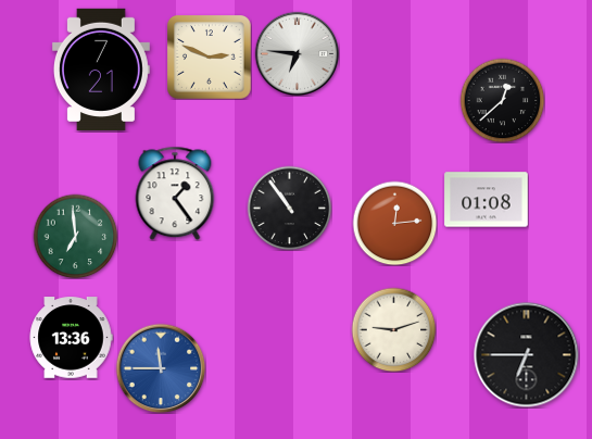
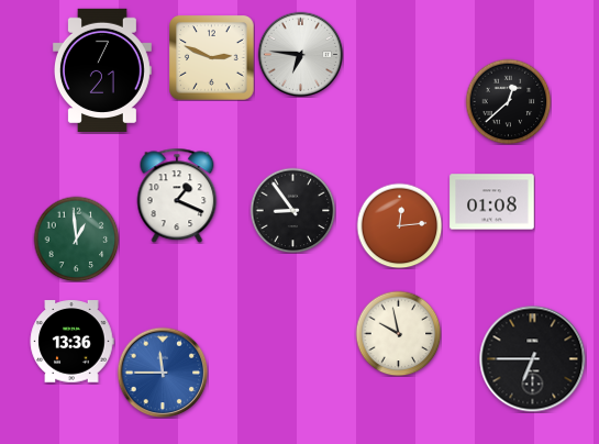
clock at (175, 193): 1:24 -> 1:19
clock at (289, 208): 10:54 -> 8:54
clock at (75, 236): 6:59 -> 12:59
clock at (393, 329): 9:12 -> 9:58
